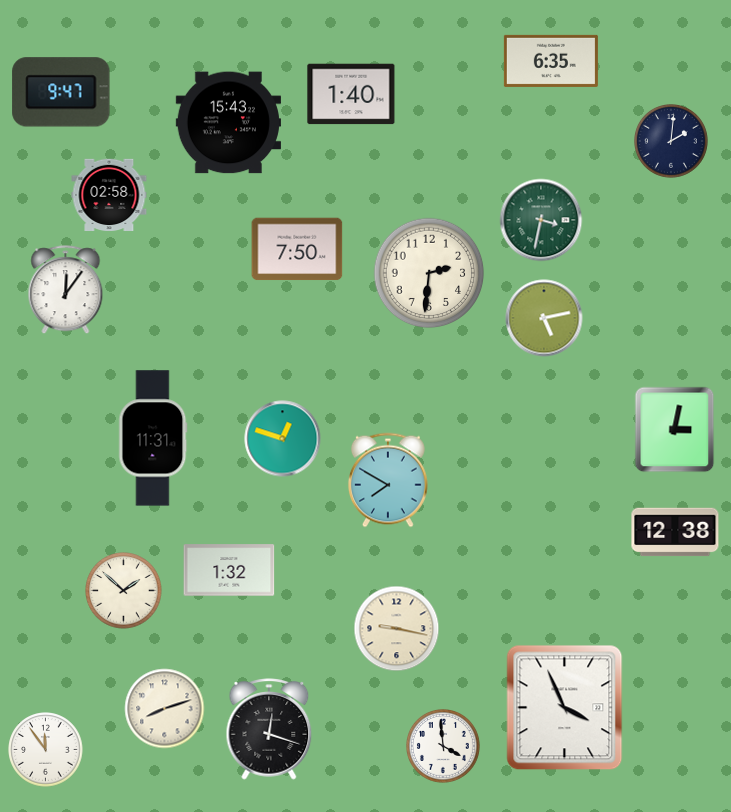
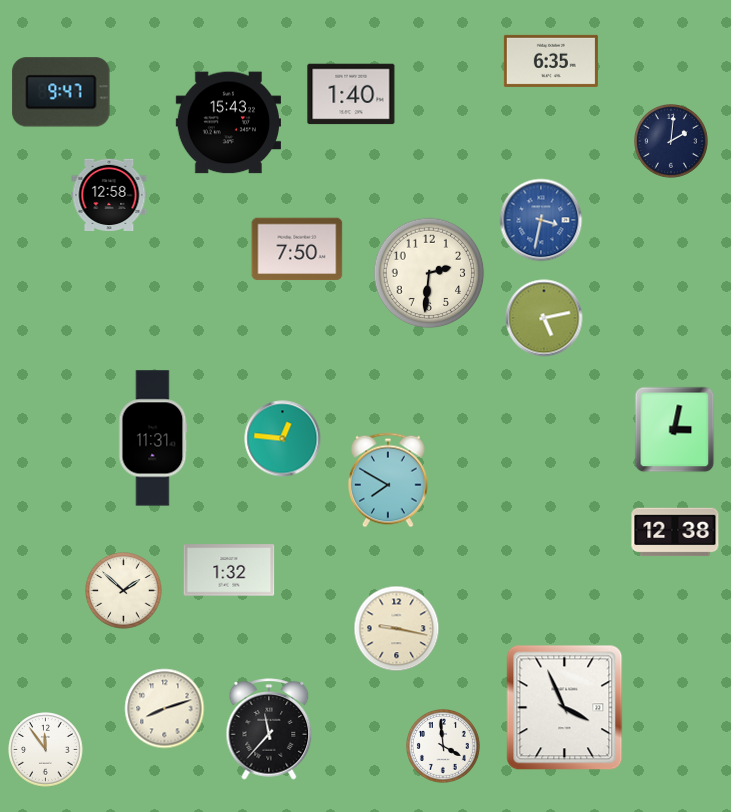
clock at (109, 194): 02:58 -> 12:58
clock at (541, 220) dial: green -> blue
clock at (66, 290): 12:06 -> none
clock at (283, 439): 12:48 -> 12:46
clock at (269, 729): 12:18 -> 11:37
